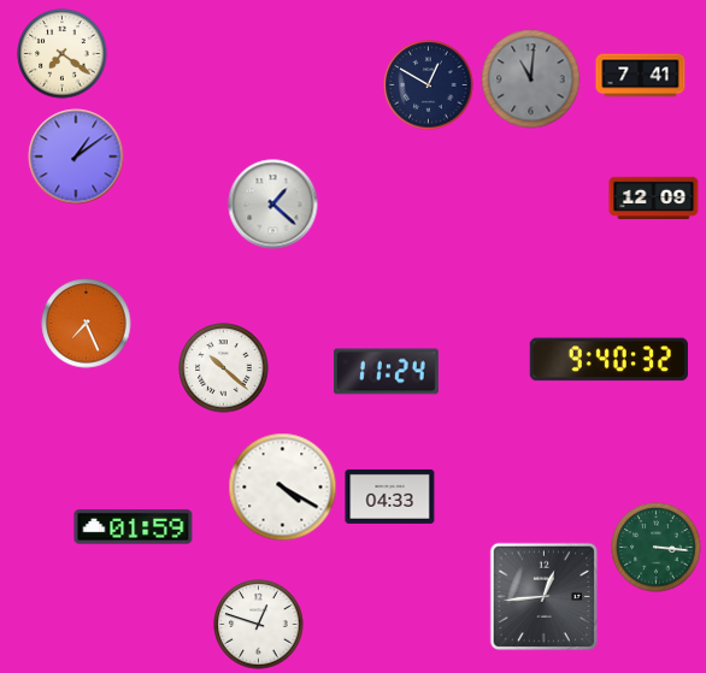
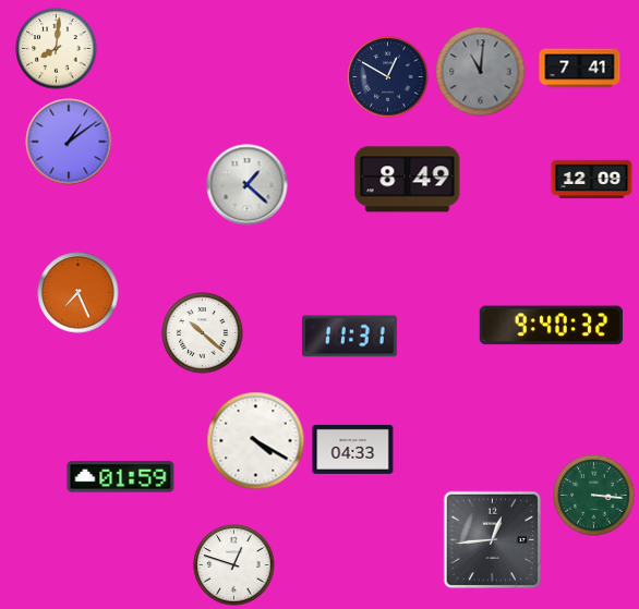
clock at (63, 54): 7:21 -> 8:01
clock at (408, 180): none -> 8:49
clock at (386, 372): 11:24 -> 11:31
